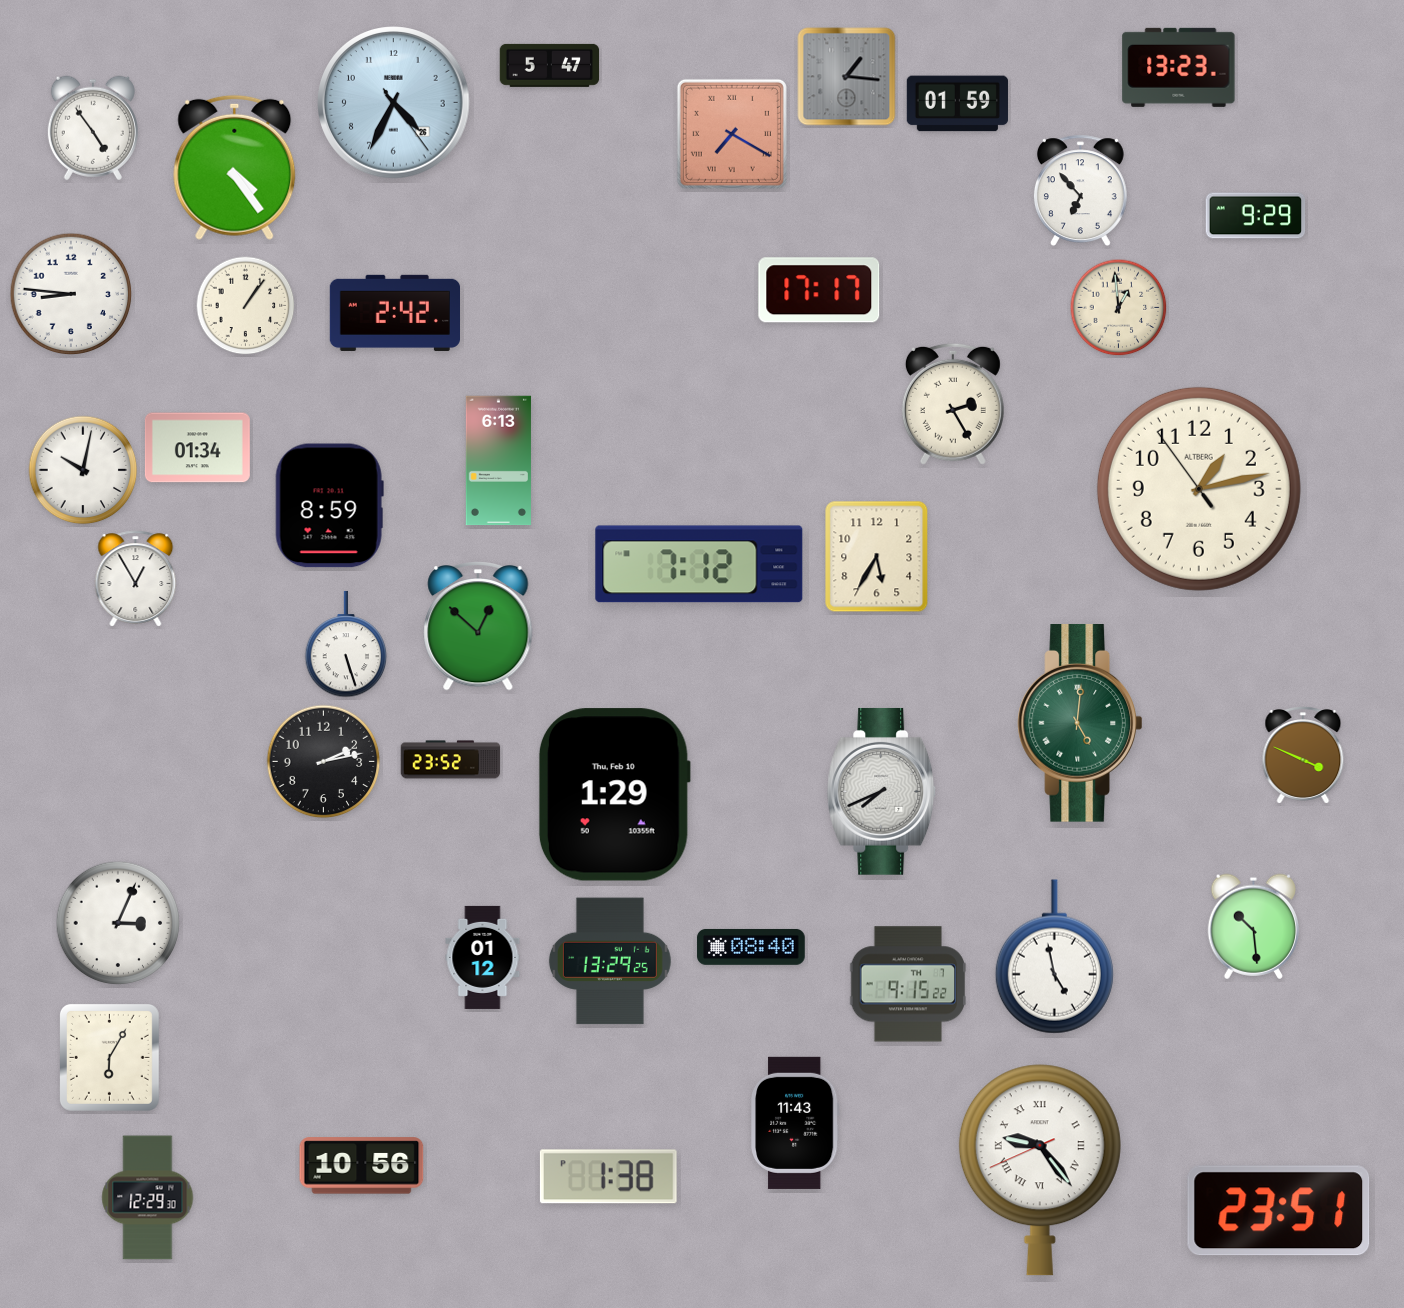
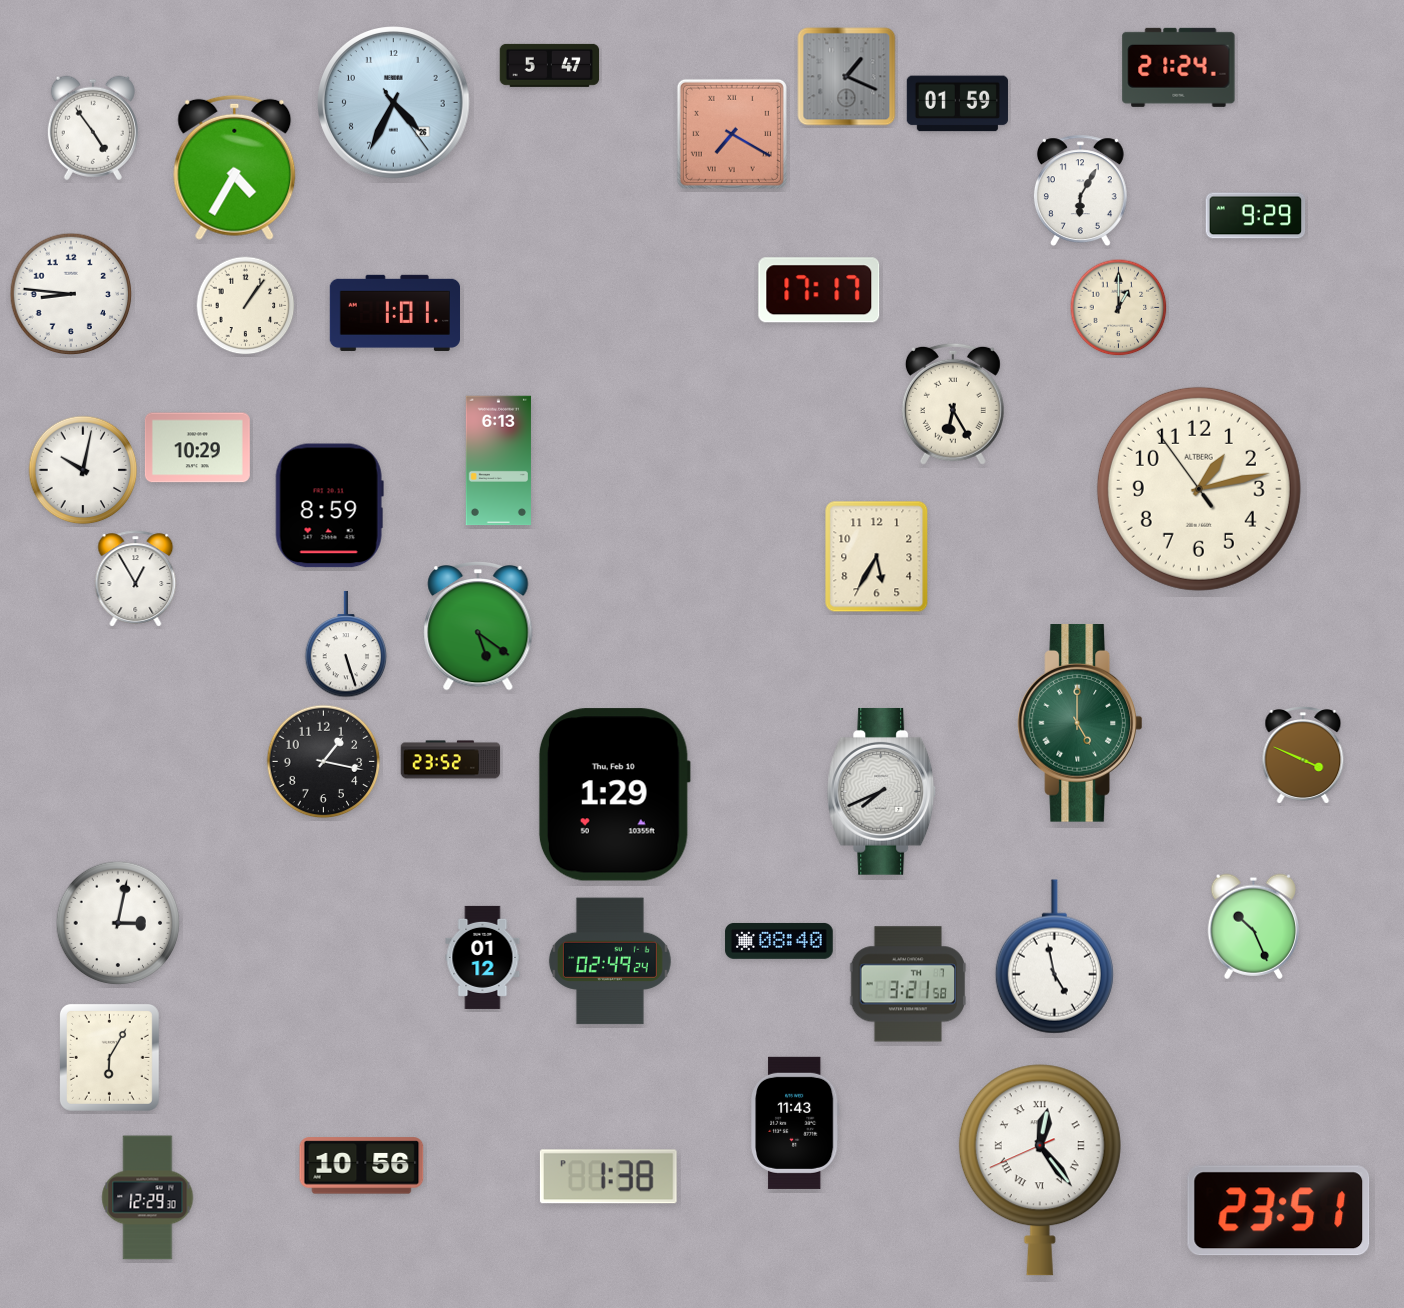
clock at (1179, 67): 13:23 -> 21:24
clock at (847, 77): 1:16 -> 1:19
clock at (235, 167): 4:24 -> 4:35
clock at (1080, 191): 6:53 -> 6:05
clock at (1119, 308): 12:59 -> 1:00
clock at (394, 313): 2:42 -> 1:01
clock at (953, 404): 2:25 -> 6:25
clock at (197, 448): 01:34 -> 10:29
clock at (699, 564): 7:12 -> none
clock at (478, 626): 12:52 -> 5:21
clock at (1079, 724): 5:01 -> 5:00
clock at (324, 762): 2:13 -> 1:17
clock at (118, 923): 3:04 -> 3:02
clock at (1253, 926): 10:29 -> 10:26
clock at (751, 947) position: (751, 947) -> (779, 941)
clock at (610, 961): 13:29 -> 02:49
clock at (907, 984): 9:15 -> 3:21
clock at (1040, 1170): 9:23 -> 12:23
